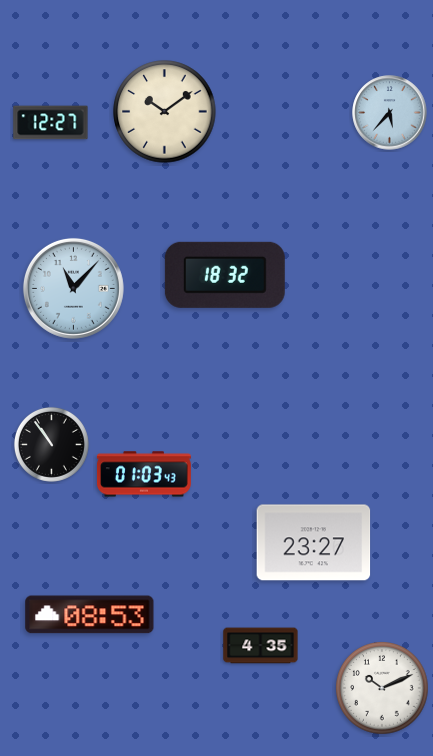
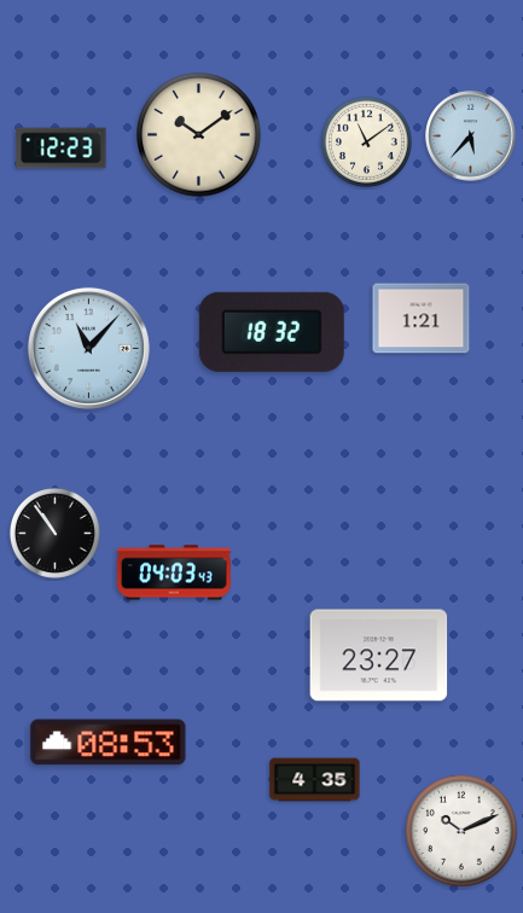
clock at (366, 141): none -> 11:09
clock at (51, 123): 12:27 -> 12:23
clock at (422, 319): none -> 1:21
clock at (51, 444) position: (51, 444) -> (54, 533)
clock at (144, 474): 01:03 -> 04:03
